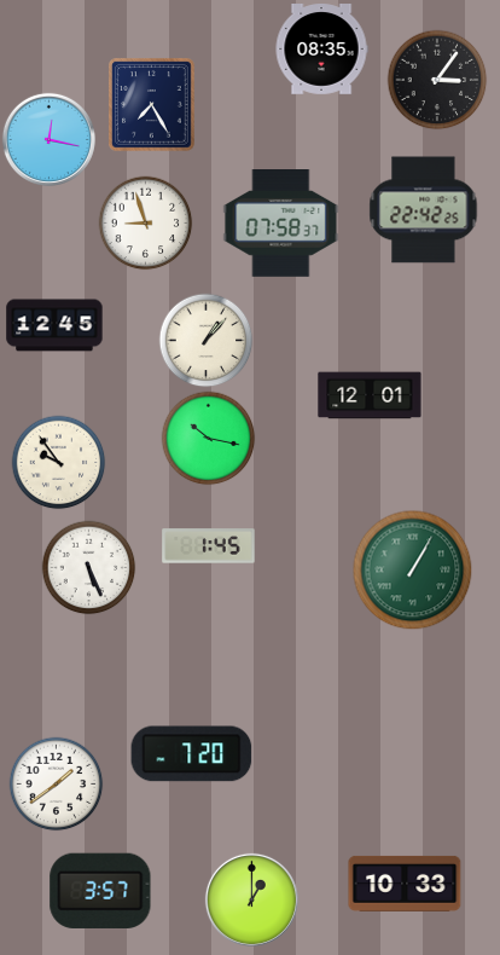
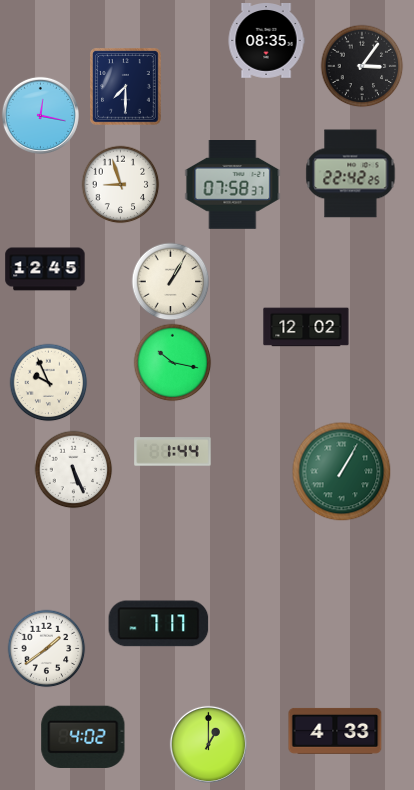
clock at (152, 105): 7:25 -> 7:30
clock at (205, 340): 1:07 -> 1:05
clock at (370, 395): 12:01 -> 12:02
clock at (58, 462): 9:54 -> 9:56
clock at (209, 546): 1:45 -> 1:44
clock at (192, 754): 7:20 -> 7:17
clock at (405, 884): 10:33 -> 4:33
clock at (100, 890): 3:57 -> 4:02
